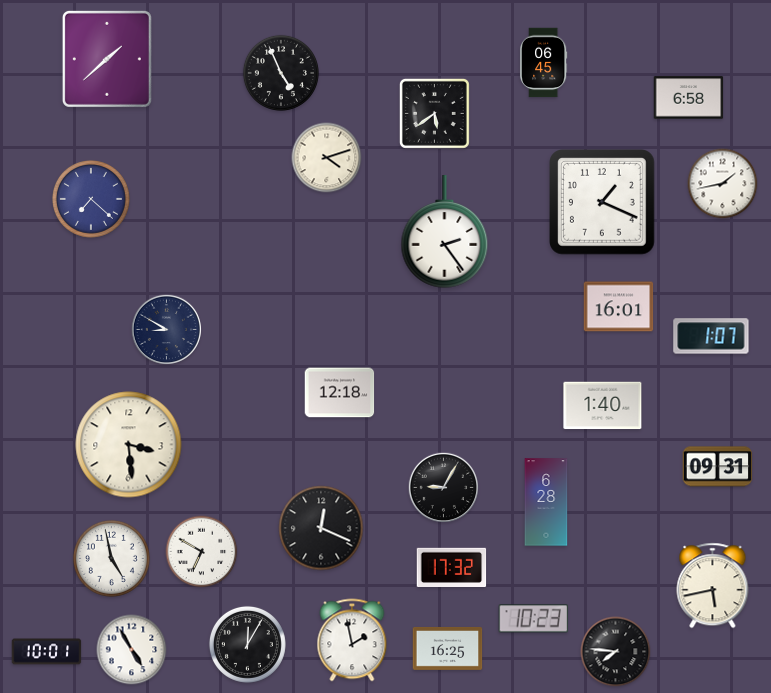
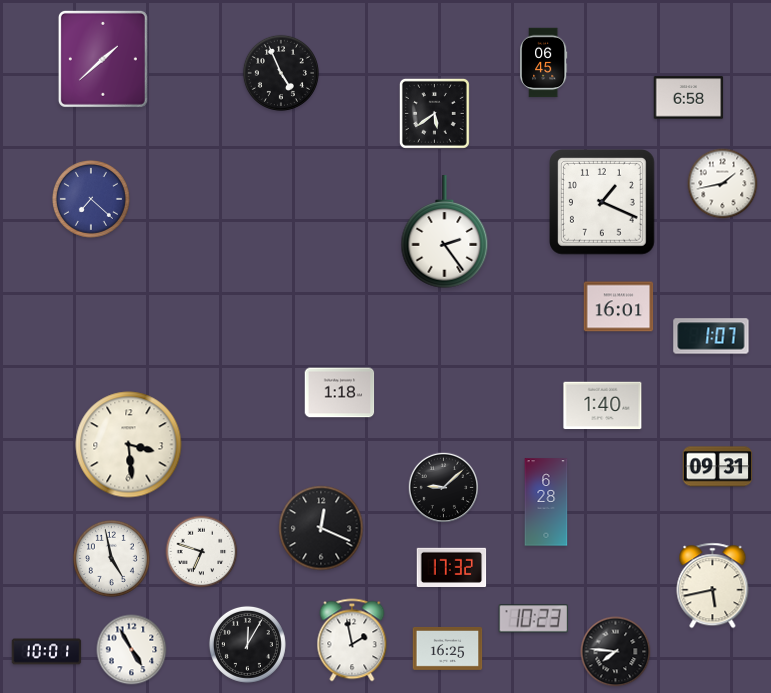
clock at (107, 59) position: (107, 59) -> (103, 59)
clock at (327, 158): 4:12 -> none
clock at (167, 330): 8:50 -> none
clock at (340, 393): 12:18 -> 1:18
clock at (444, 488): 9:05 -> 9:08
clock at (202, 552): 6:50 -> 6:48
